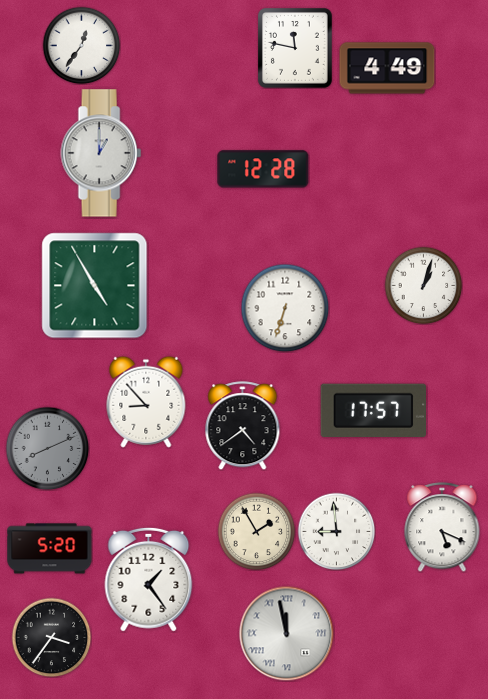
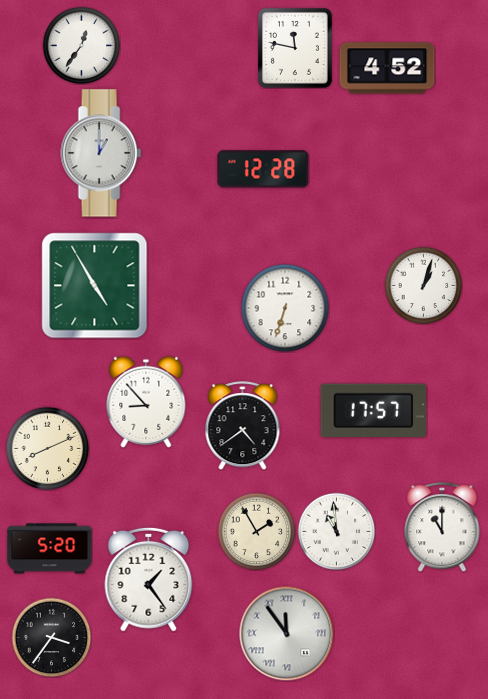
clock at (387, 68): 4:49 -> 4:52
clock at (47, 448) dial: grey -> cream
clock at (442, 528): 5:19 -> 11:00
clock at (336, 531): 8:59 -> 10:59
clock at (286, 633): 11:58 -> 11:54
